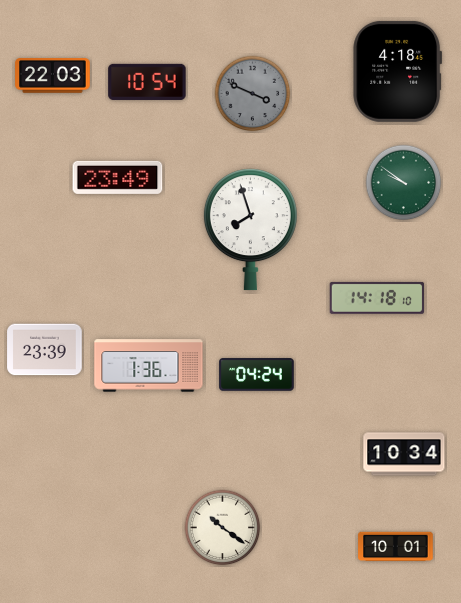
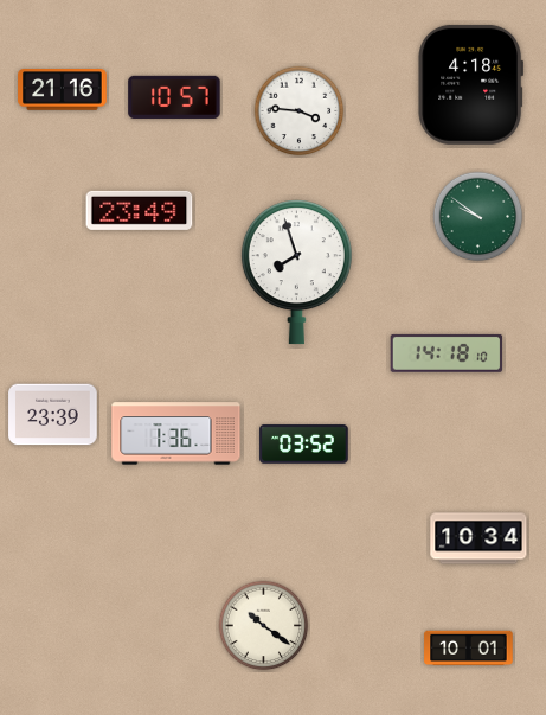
clock at (53, 76): 22:03 -> 21:16
clock at (147, 82): 10:54 -> 10:57
clock at (253, 94): 3:49 -> 3:46
clock at (253, 94) dial: grey -> white
clock at (257, 375): 04:24 -> 03:52
